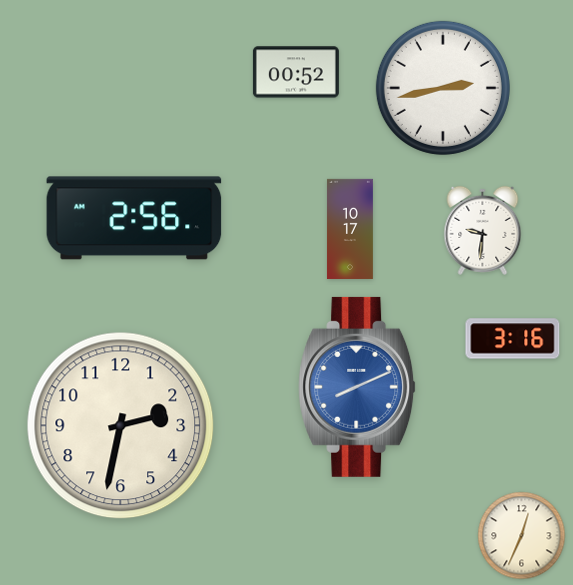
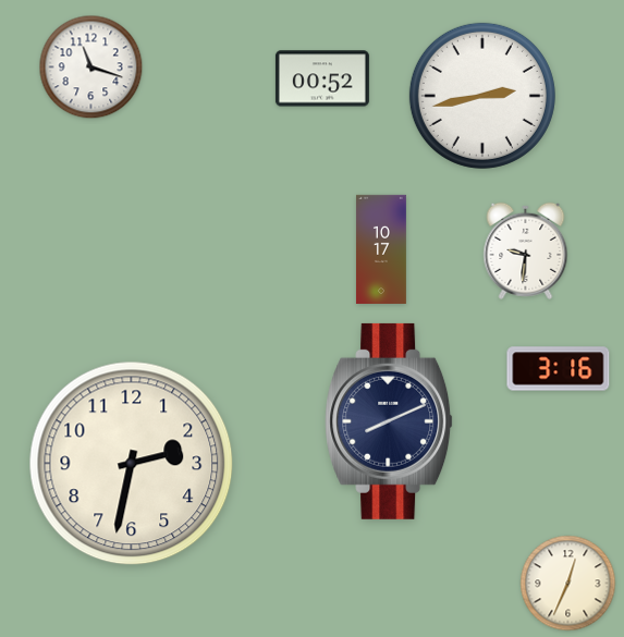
clock at (91, 68): none -> 11:18
clock at (134, 218): 2:56 -> none
clock at (358, 387) dial: blue -> navy
